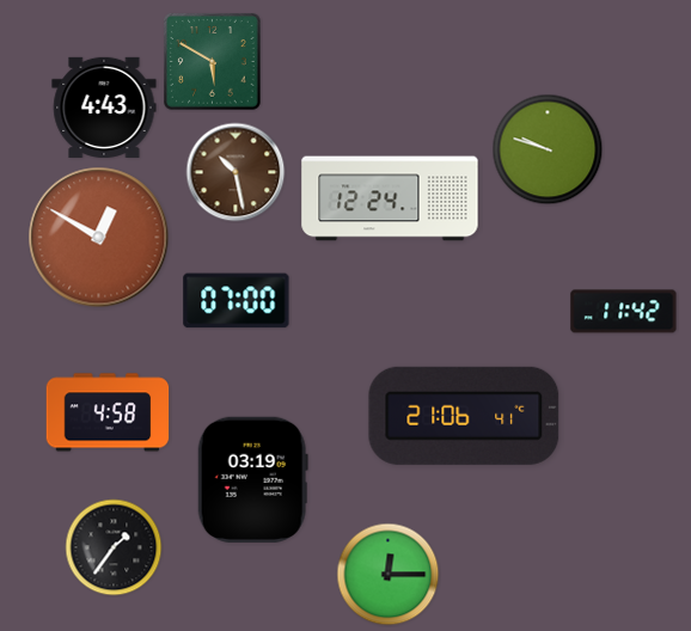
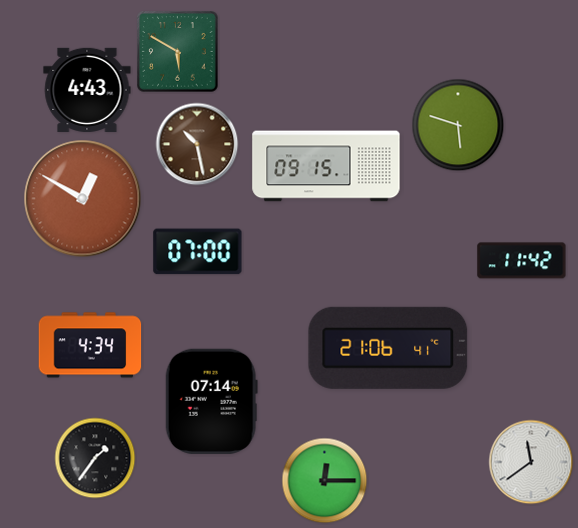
clock at (548, 149): 9:48 -> 5:48
clock at (390, 198): 12:24 -> 09:15
clock at (108, 412): 4:58 -> 4:34
clock at (252, 479): 03:19 -> 07:14
clock at (531, 462): none -> 11:39
